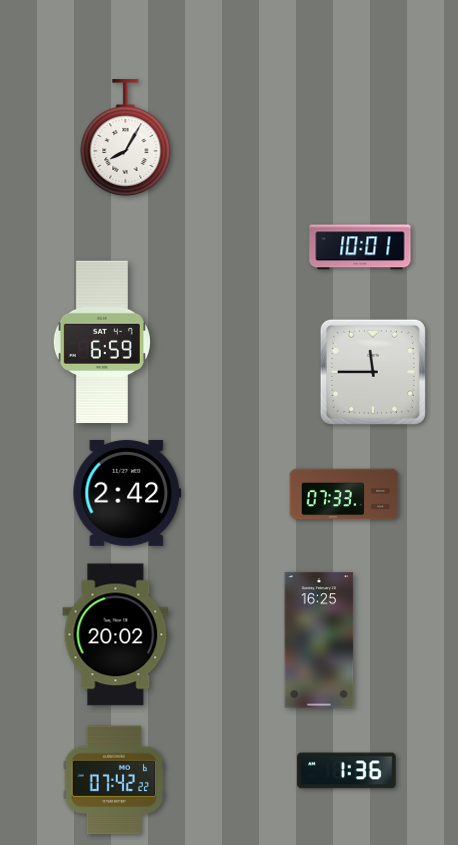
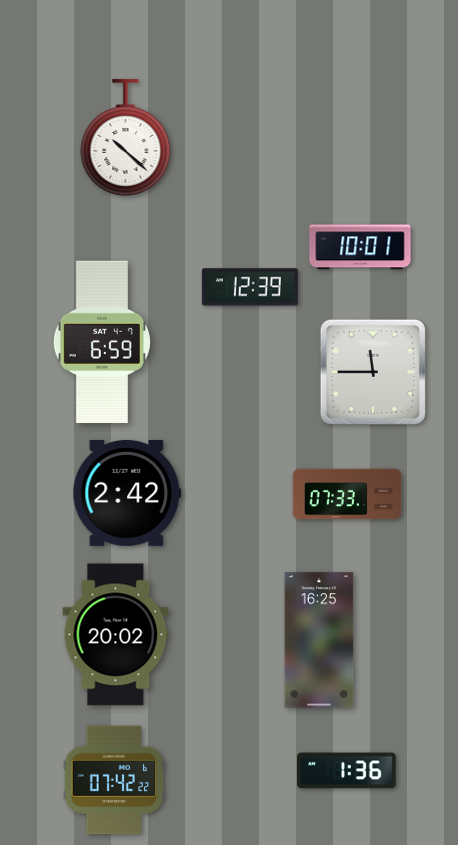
clock at (126, 138): 8:05 -> 10:22
clock at (250, 287): none -> 12:39
clock at (344, 494) position: (344, 494) -> (347, 494)
